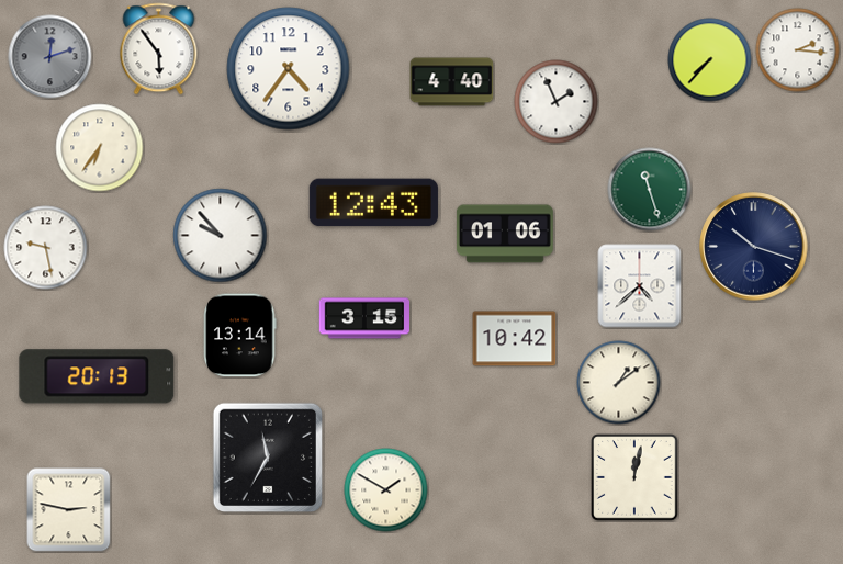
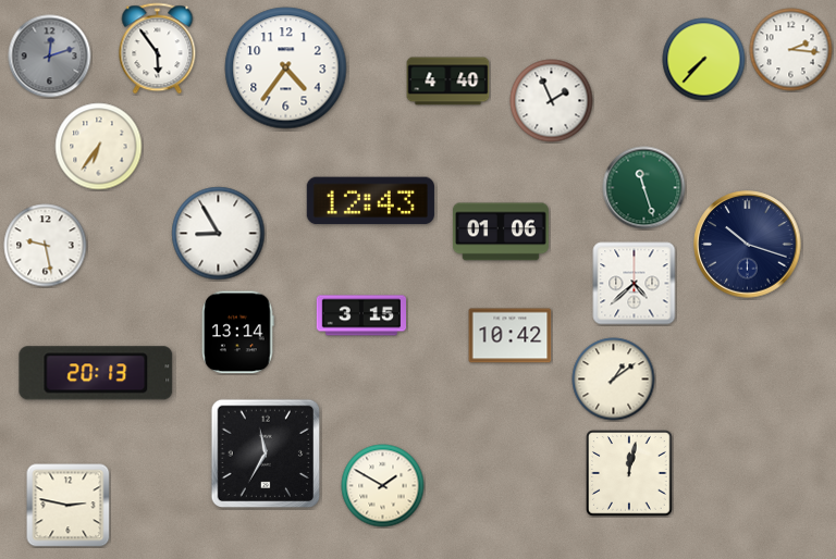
clock at (221, 236): 9:53 -> 8:55
